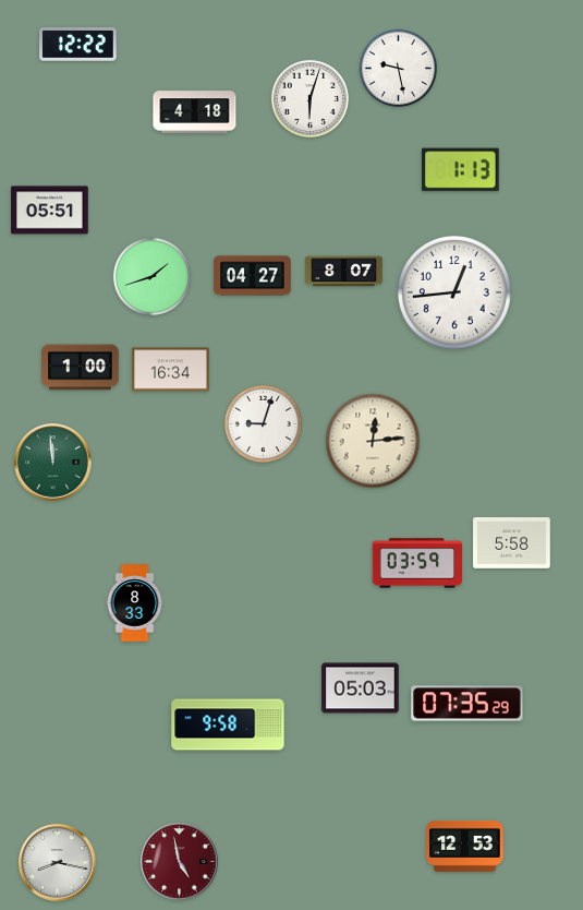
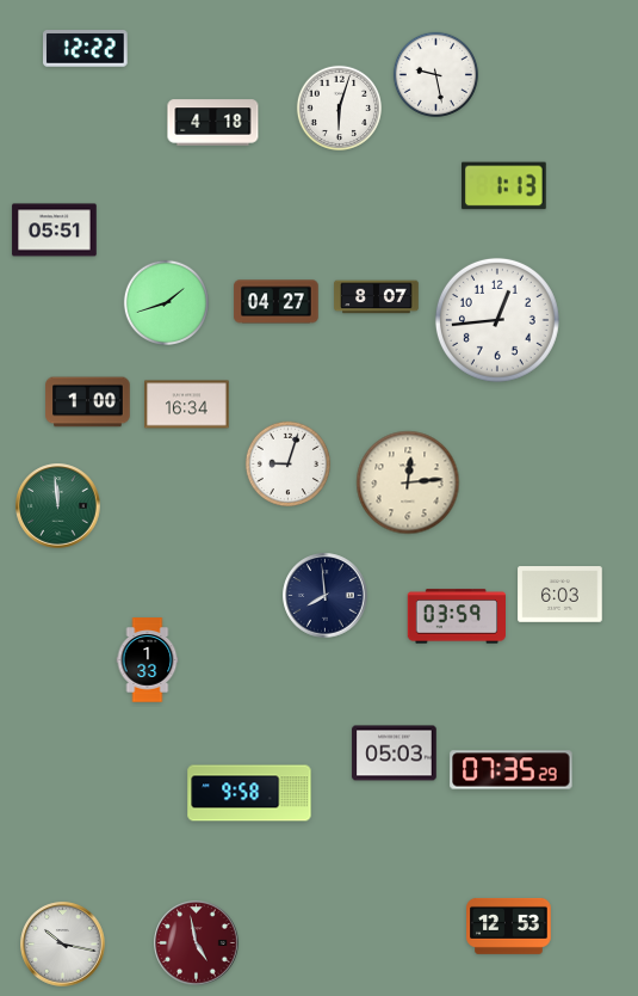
clock at (512, 543): 5:58 -> 6:03
clock at (326, 596): none -> 7:59
clock at (135, 603): 8:33 -> 1:33
clock at (58, 863): 8:17 -> 10:17
